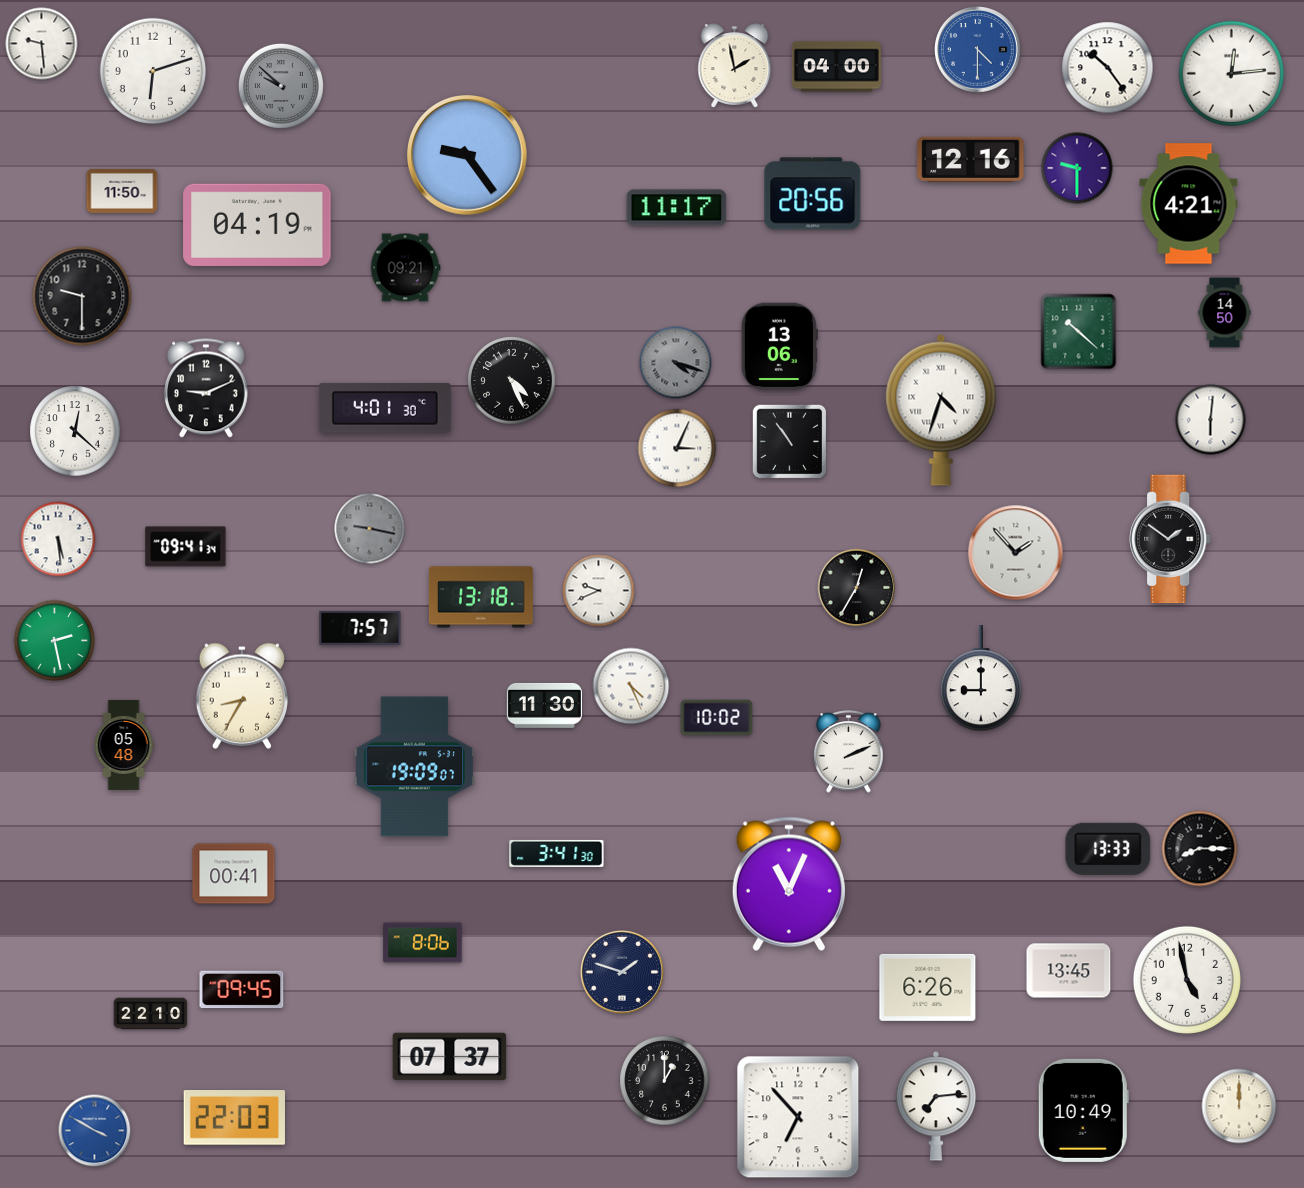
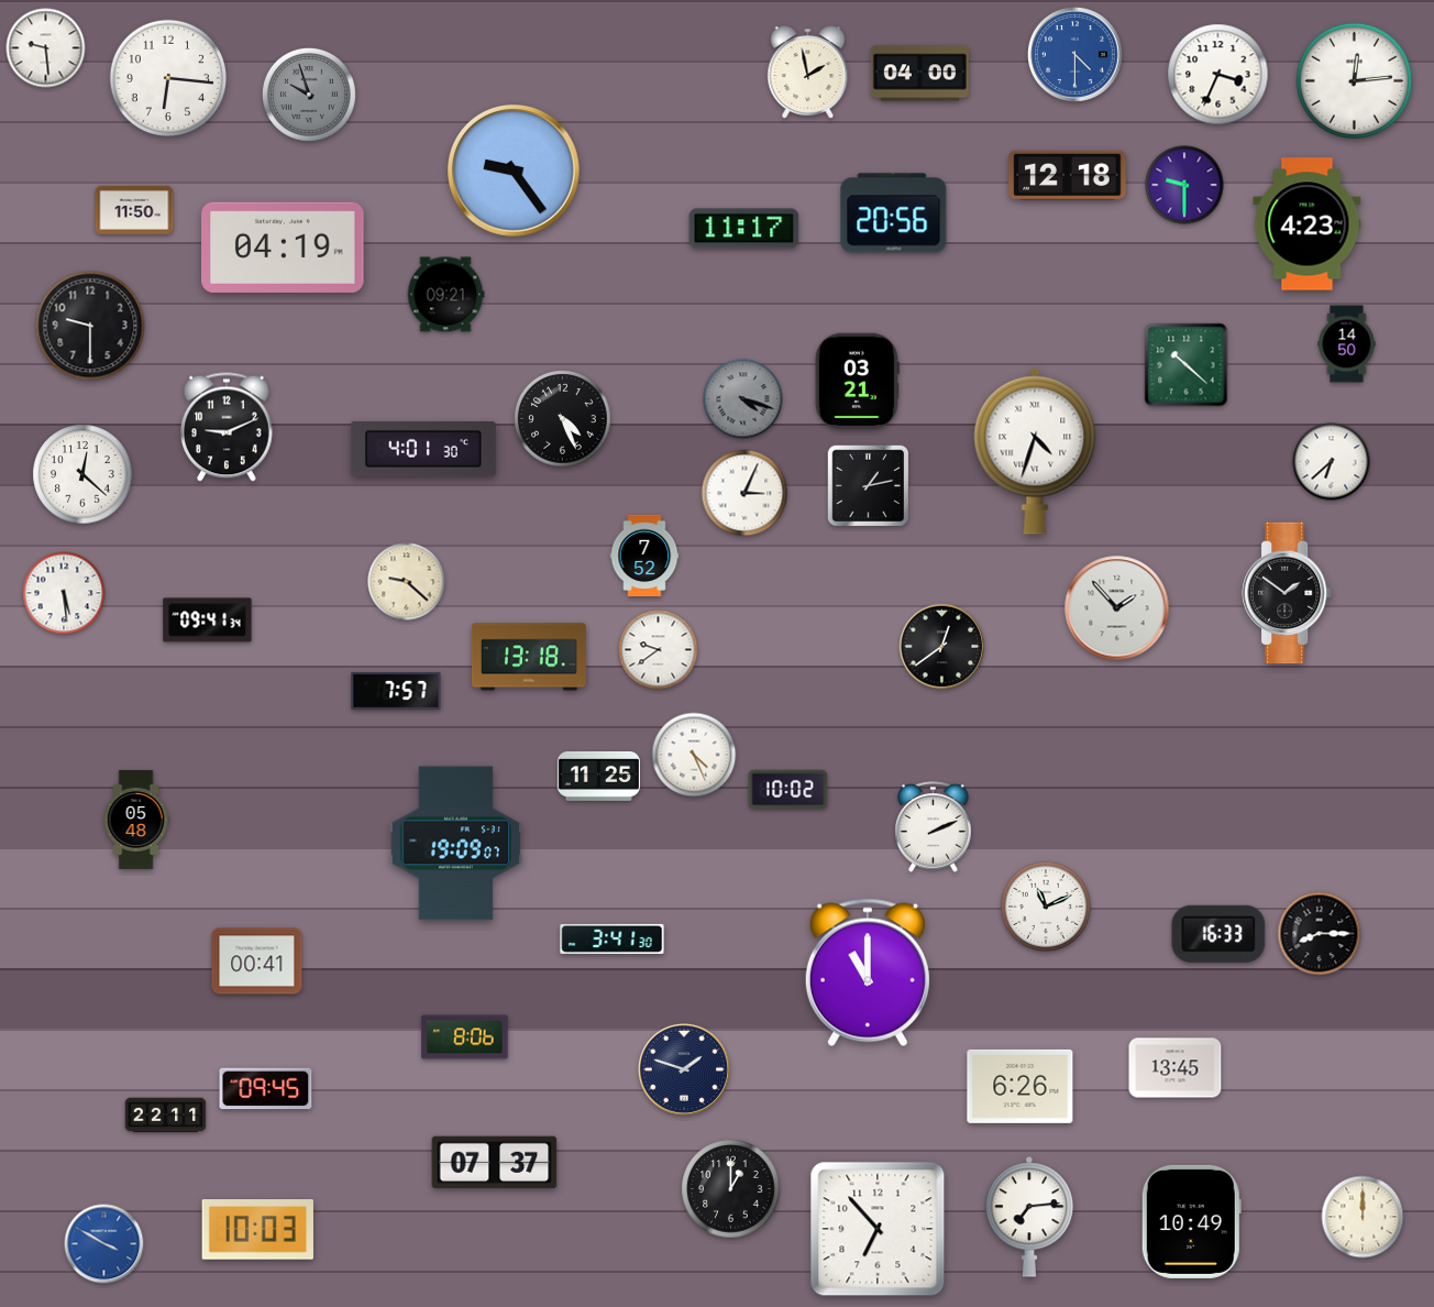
clock at (1108, 68): 10:24 -> 3:34
clock at (152, 70): 6:12 -> 6:16
clock at (281, 86): 9:52 -> 9:57
clock at (971, 159): 12:16 -> 12:18
clock at (1189, 204): 4:21 -> 4:23
clock at (779, 347): 13:06 -> 03:21
clock at (1211, 420): 6:01 -> 6:38
clock at (790, 442): 10:54 -> 1:13
clock at (644, 556): none -> 7:52
clock at (370, 529): 9:17 -> 9:22
clock at (370, 529) dial: grey -> cream
clock at (186, 547) position: (186, 547) -> (208, 620)
clock at (857, 588): 12:35 -> 12:39
clock at (599, 591): 9:41 -> 9:39
clock at (55, 641): 2:28 -> none
clock at (981, 679): 9:00 -> none
clock at (242, 696): 8:35 -> none
clock at (544, 705): 11:30 -> 11:25
clock at (1046, 907): none -> 11:11
clock at (1108, 849): 13:33 -> 16:33
clock at (789, 884): 11:04 -> 11:00
clock at (1187, 980): 4:58 -> none
clock at (151, 1014): 22:10 -> 22:11
clock at (234, 1118): 22:03 -> 10:03
